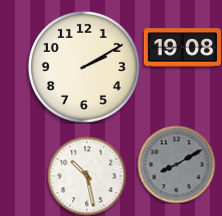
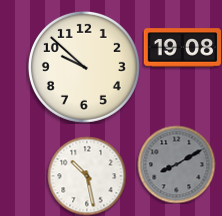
clock at (84, 67): 2:10 -> 9:52
